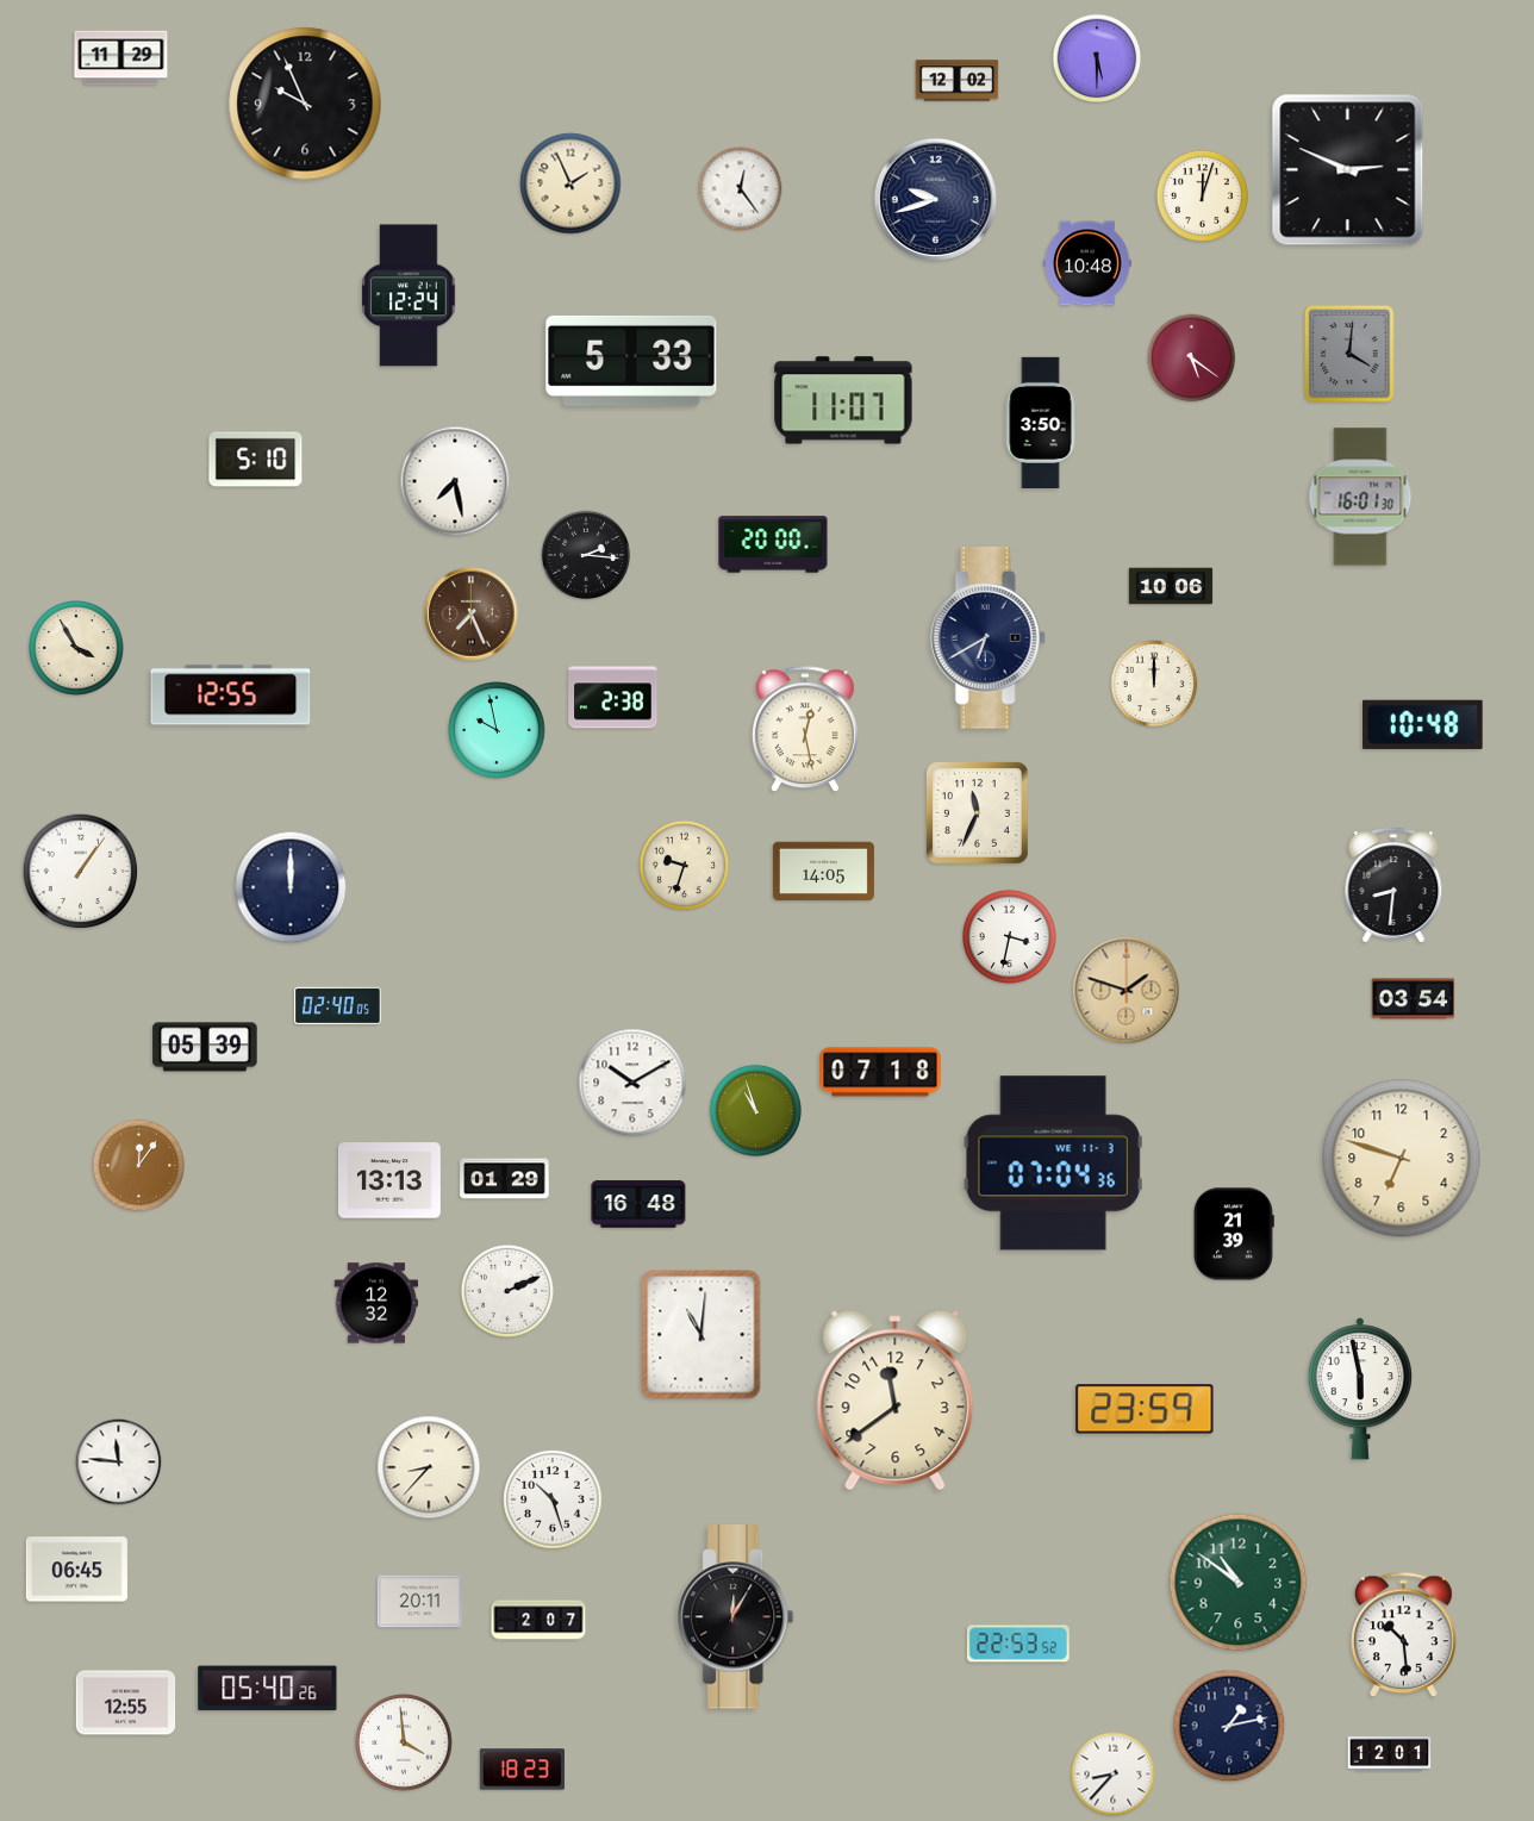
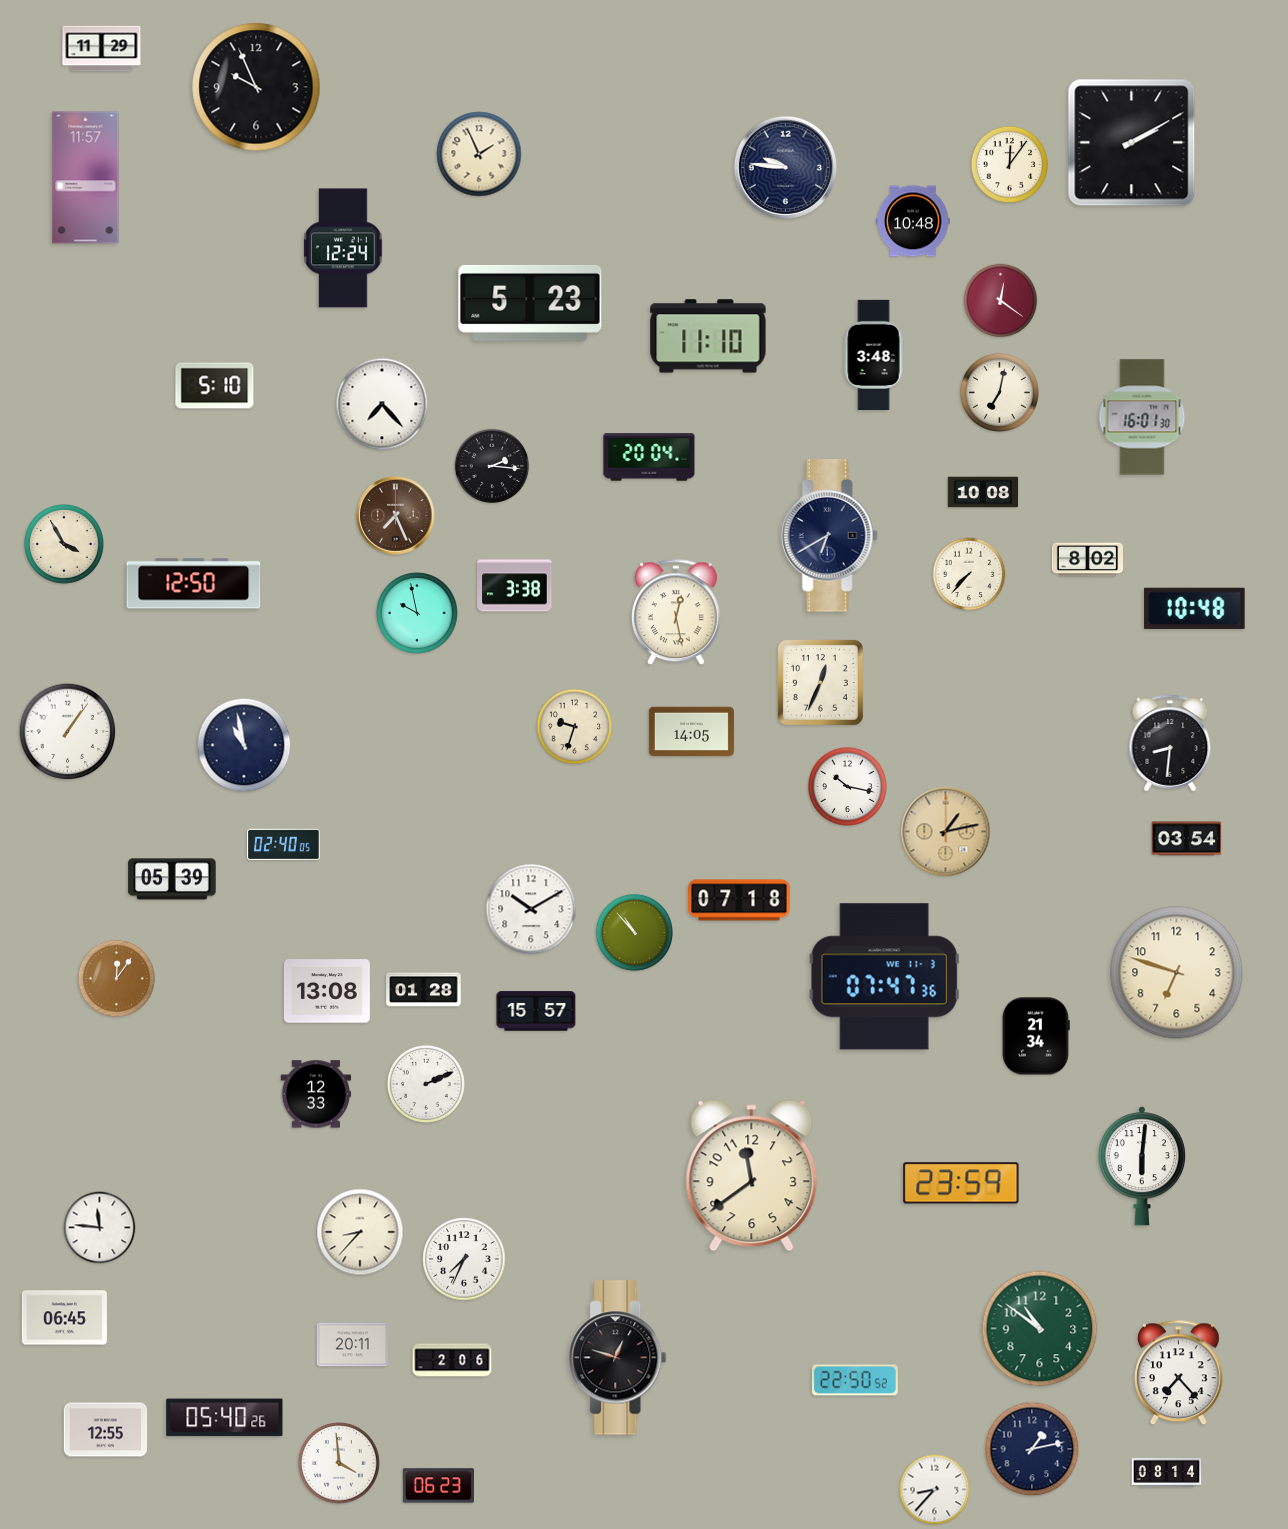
clock at (1097, 58): 5:30 -> none
clock at (958, 81): 12:02 -> none
clock at (1348, 170): 2:49 -> 2:10
clock at (741, 189): 12:24 -> none
clock at (1202, 195): 12:03 -> 12:06
clock at (935, 199): 9:42 -> 9:46
clock at (86, 178): none -> 11:57
clock at (1351, 355): 4:01 -> none
clock at (1192, 358): 5:21 -> 12:21
clock at (631, 361): 5:33 -> 5:23
clock at (843, 400): 11:07 -> 11:10
clock at (1041, 422): 3:50 -> 3:48
clock at (999, 392): none -> 7:02
clock at (455, 481): 7:28 -> 7:23
clock at (773, 544): 20:00 -> 20:04
clock at (1171, 586): 10:06 -> 10:08
clock at (1087, 560): none -> 8:02
clock at (1154, 684): 12:00 -> 7:37
clock at (231, 696): 12:55 -> 12:50
clock at (613, 698): 2:38 -> 3:38
clock at (978, 813): 11:34 -> 12:34
clock at (291, 887): 12:00 -> 10:58
clock at (1009, 936): 3:32 -> 10:17
clock at (1127, 991): 1:48 -> 1:13
clock at (755, 1110): 10:57 -> 10:53
clock at (1053, 1164): 07:04 -> 07:47
clock at (505, 1179): 01:29 -> 01:28
clock at (389, 1180): 13:13 -> 13:08
clock at (638, 1204): 16:48 -> 15:57
clock at (1235, 1234): 21:39 -> 21:34
clock at (376, 1303): 12:32 -> 12:33
clock at (701, 1335): 11:01 -> none
clock at (1360, 1389): 5:58 -> 6:01
clock at (553, 1499): 10:27 -> 7:34
clock at (736, 1617): 12:05 -> 12:48
clock at (538, 1620): 2:07 -> 2:06
clock at (1404, 1635): 10:29 -> 7:23
clock at (1018, 1644): 22:53 -> 22:50
clock at (1390, 1753): 12:01 -> 08:14
clock at (522, 1770): 18:23 -> 06:23
